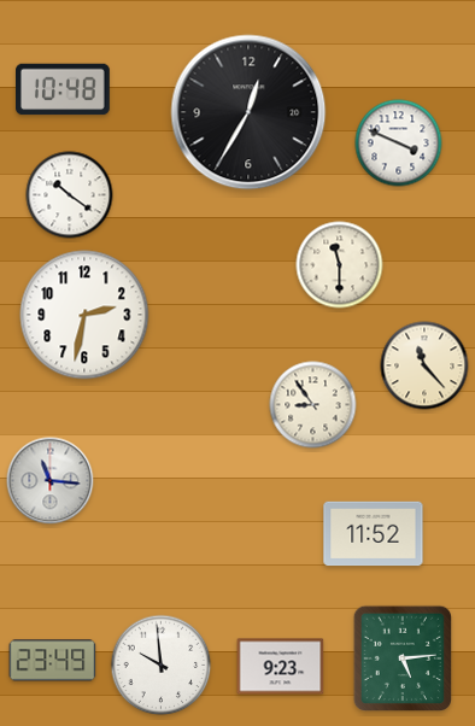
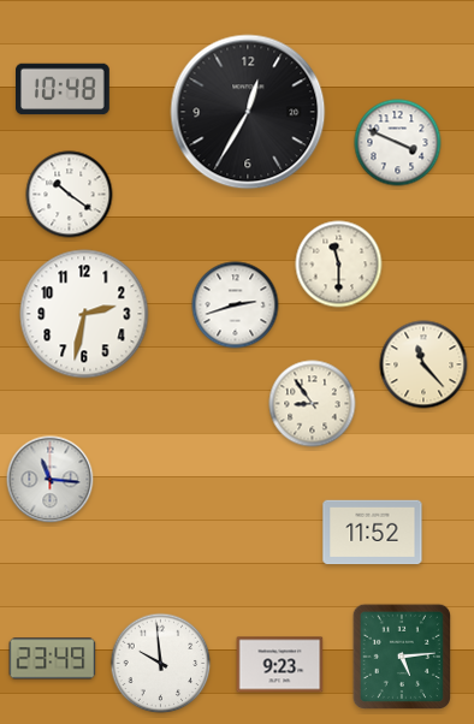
clock at (236, 305): none -> 2:42
